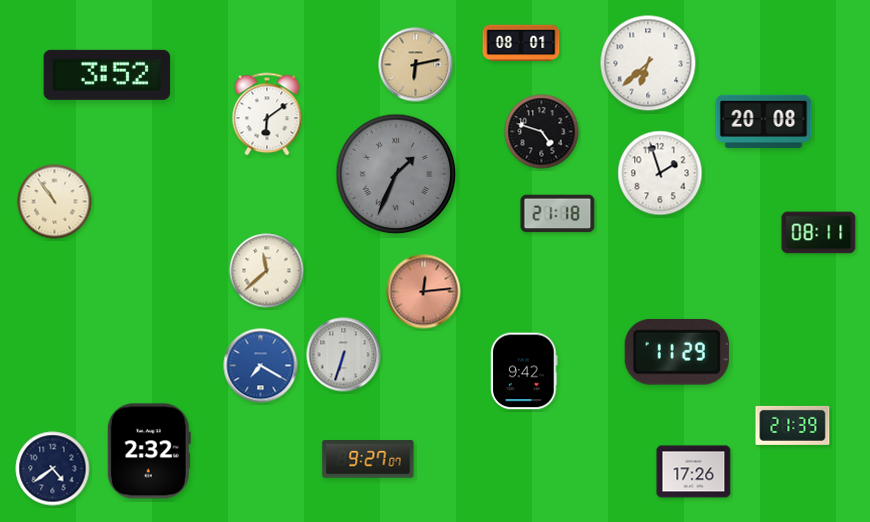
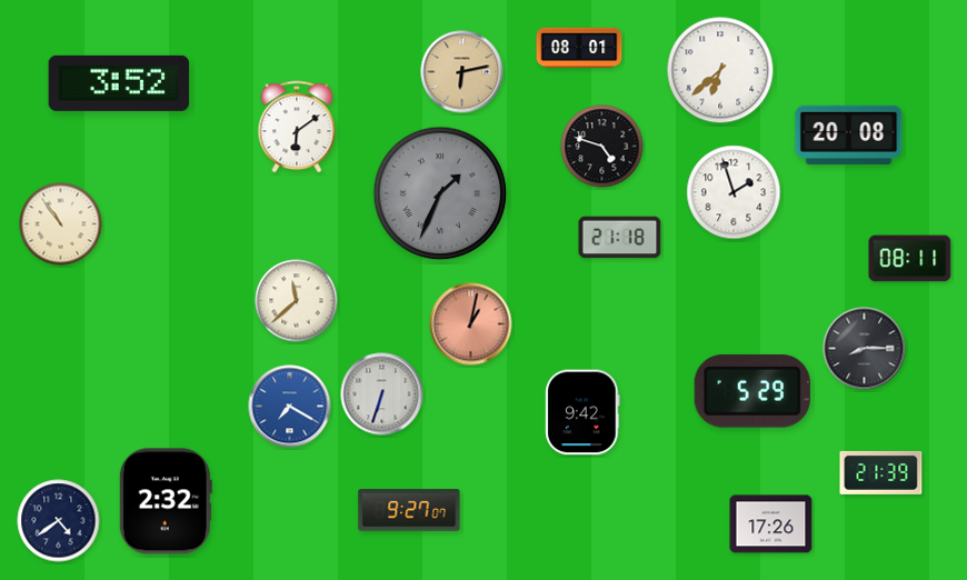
clock at (424, 292): 12:14 -> 1:02
clock at (865, 349): none -> 8:15
clock at (677, 352): 11:29 -> 5:29
